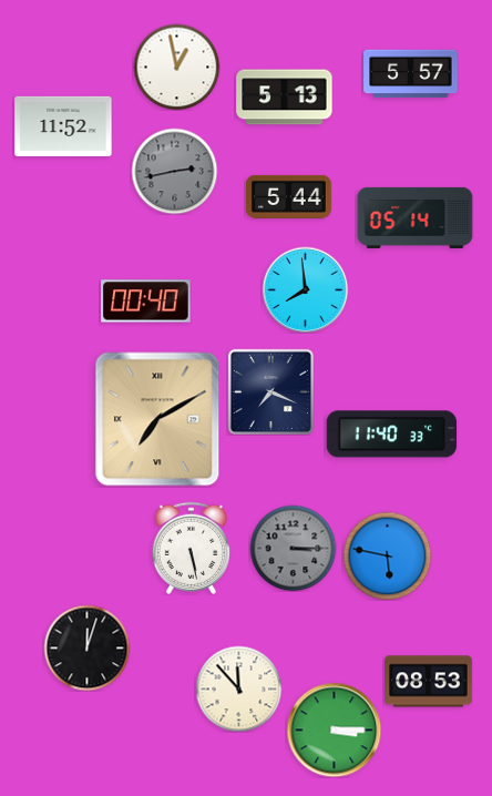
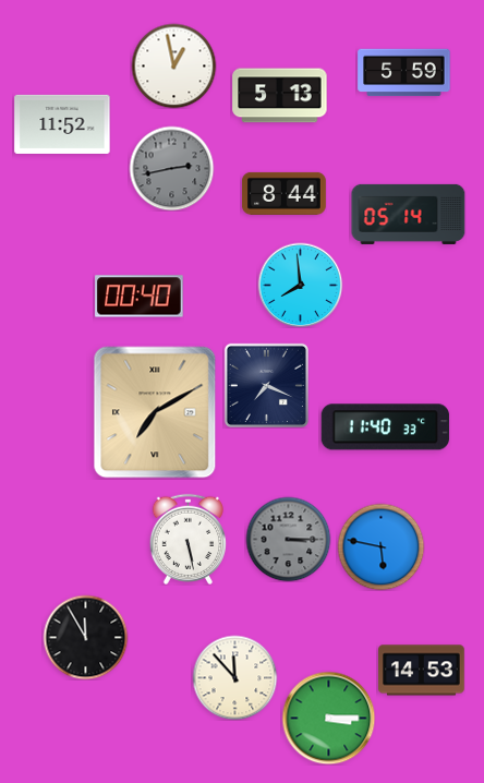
clock at (411, 74): 5:57 -> 5:59
clock at (288, 196): 5:44 -> 8:44
clock at (146, 302) position: (146, 302) -> (140, 297)
clock at (86, 647): 12:03 -> 11:55
clock at (429, 682): 08:53 -> 14:53
